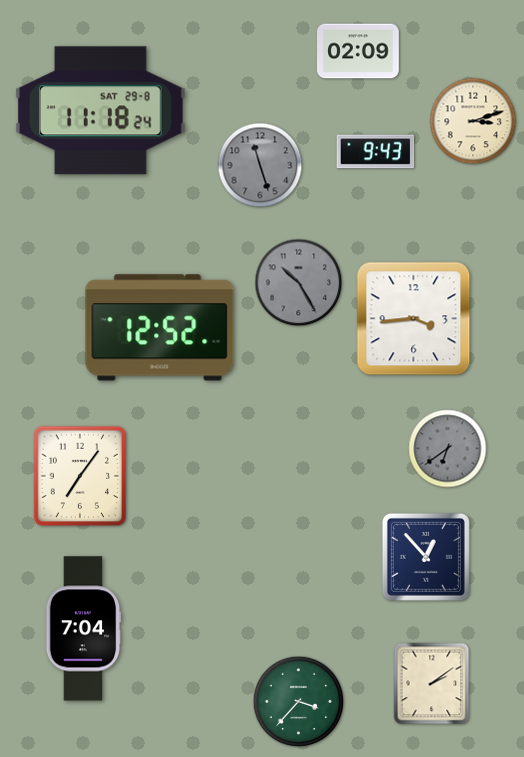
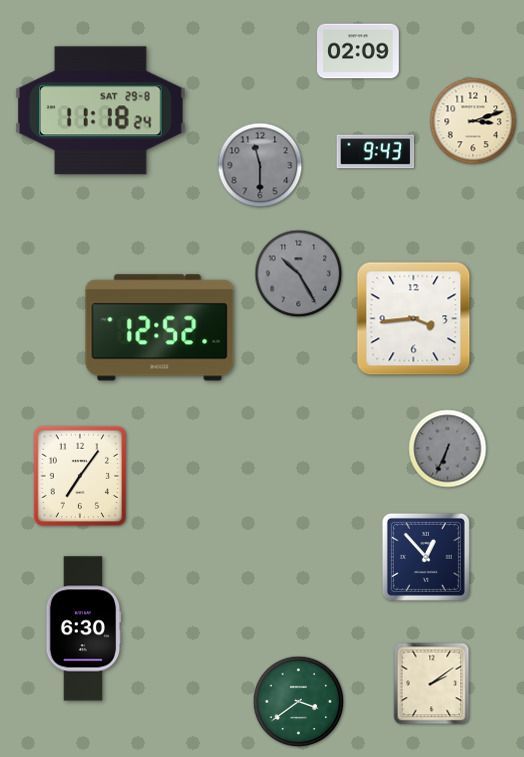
clock at (260, 165): 11:27 -> 11:30
clock at (299, 283) position: (299, 283) -> (299, 274)
clock at (448, 449): 6:39 -> 6:34
clock at (84, 629): 7:04 -> 6:30
clock at (299, 702): 3:37 -> 3:39
